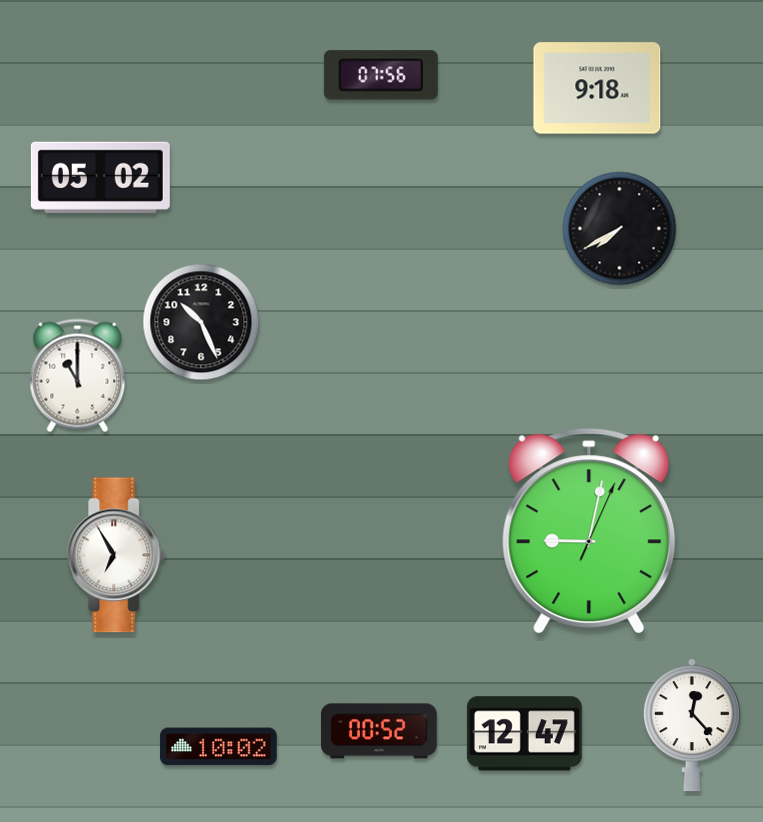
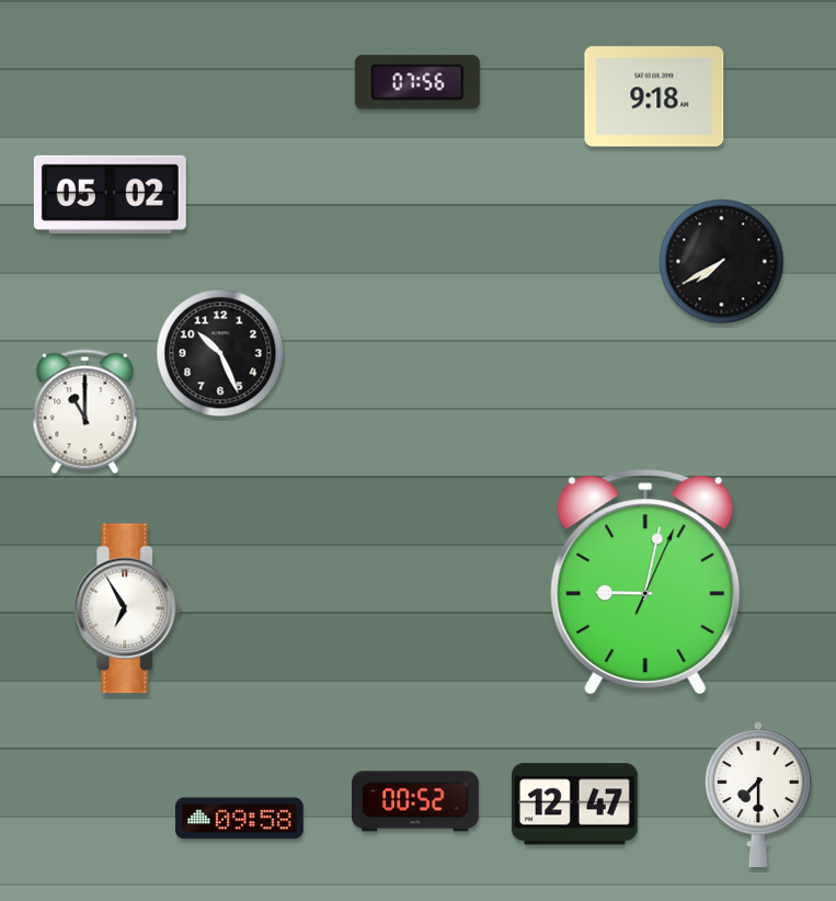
clock at (620, 229) position: (620, 229) -> (722, 262)
clock at (692, 725): 12:23 -> 7:30
clock at (219, 747): 10:02 -> 09:58
